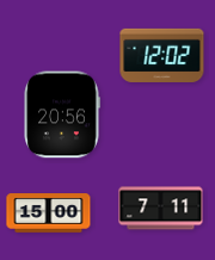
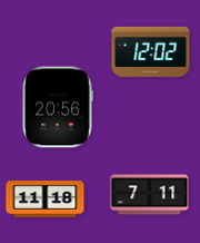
clock at (49, 213): 15:00 -> 11:18
